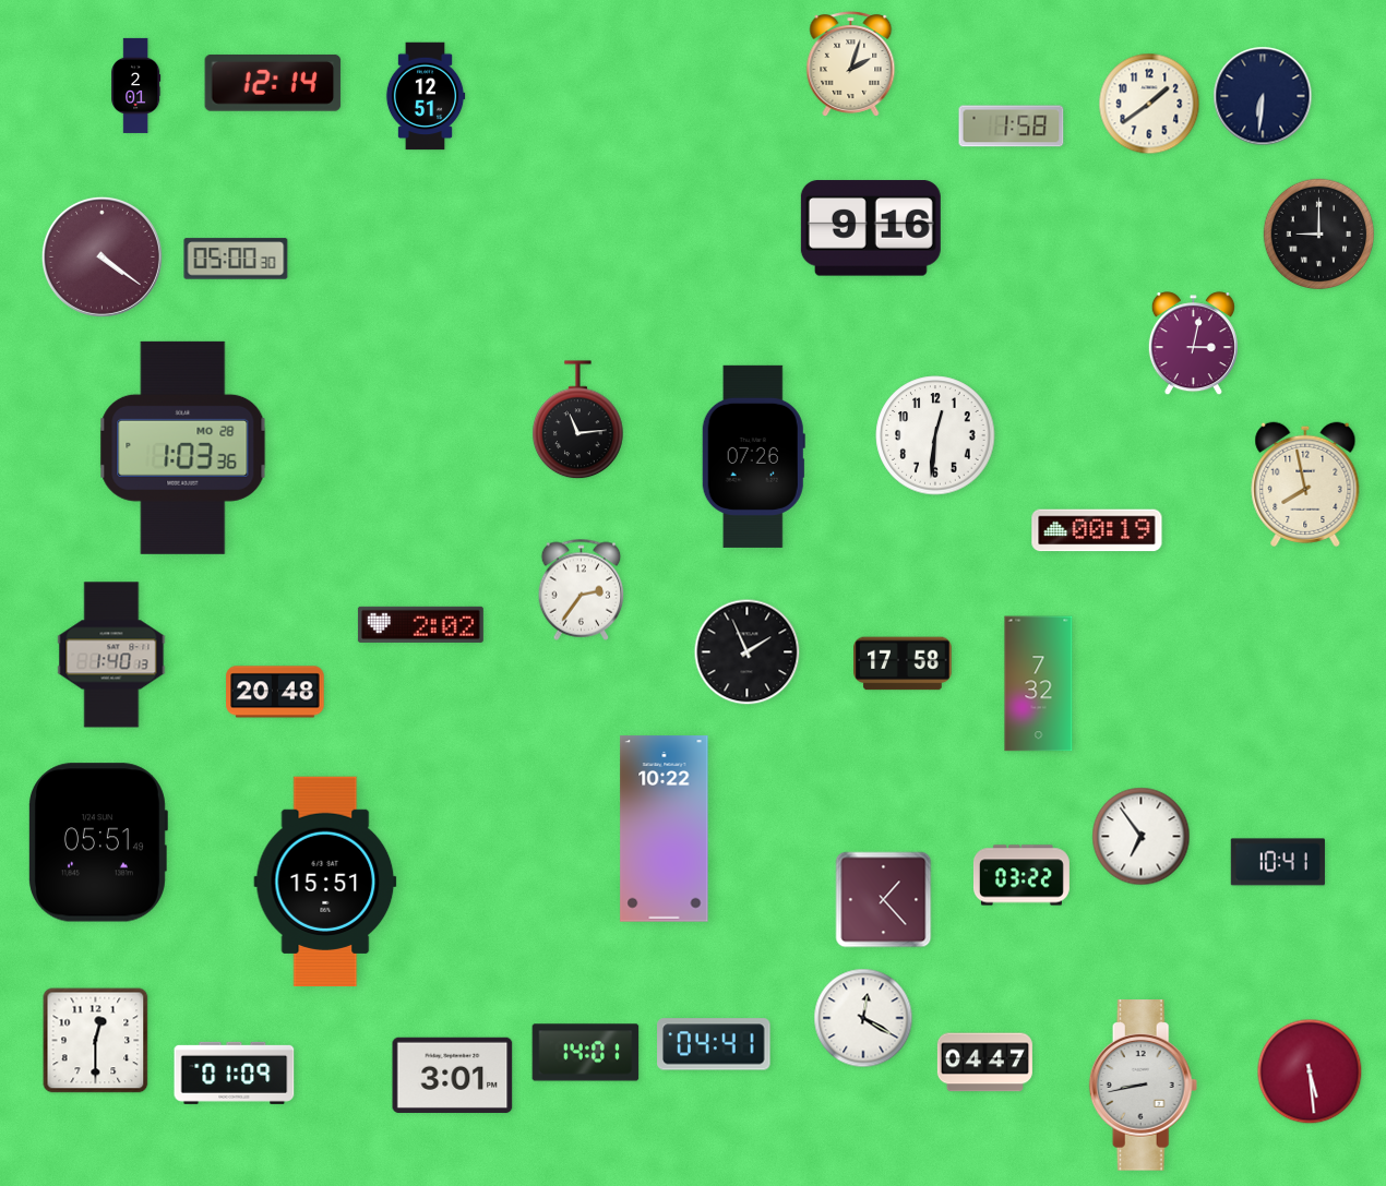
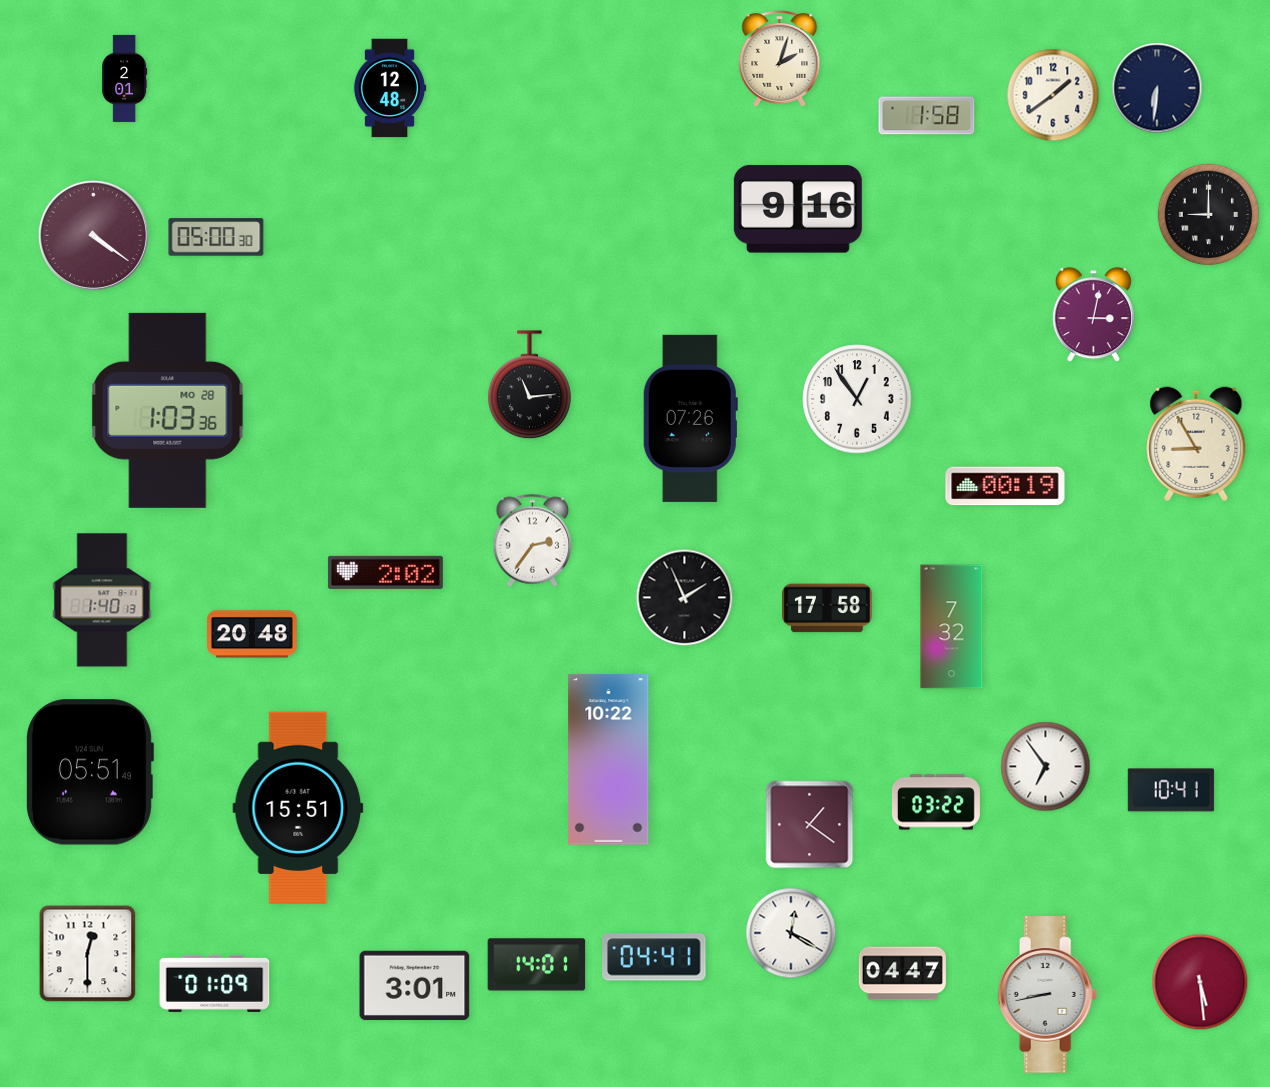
clock at (273, 83): 12:14 -> none
clock at (426, 96): 12:51 -> 12:48
clock at (935, 435): 12:31 -> 12:54
clock at (1305, 484): 7:58 -> 8:55
clock at (884, 900): 1:23 -> 1:21
